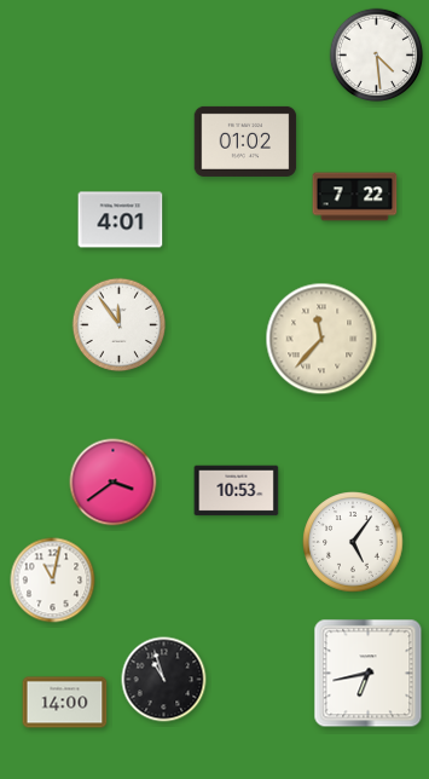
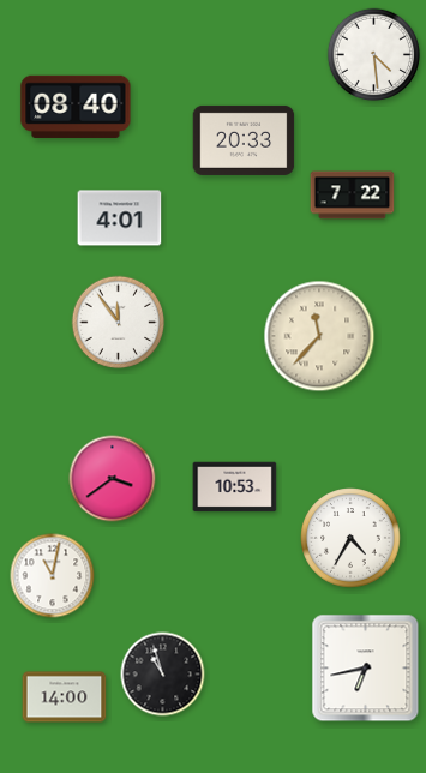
clock at (76, 106): none -> 08:40
clock at (245, 142): 01:02 -> 20:33
clock at (353, 542): 5:06 -> 4:35
